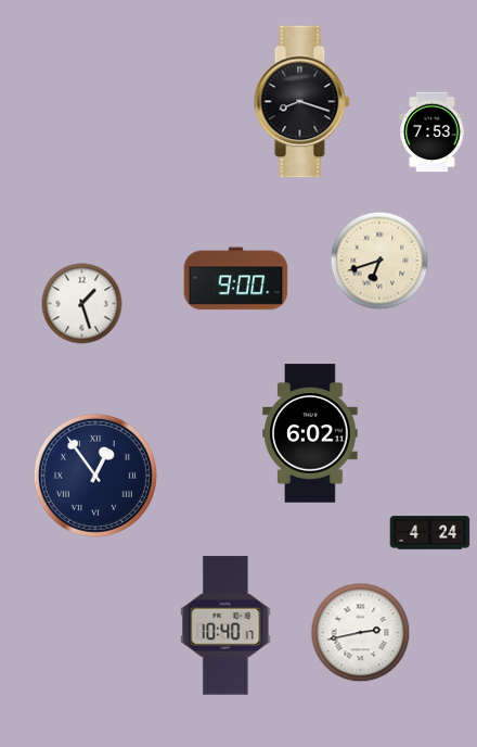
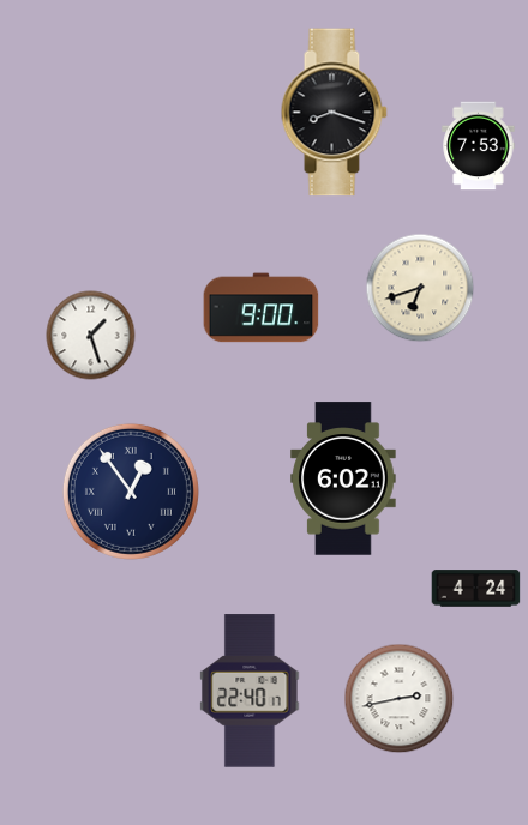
clock at (95, 476) position: (95, 476) -> (131, 492)
clock at (225, 625): 10:40 -> 22:40
